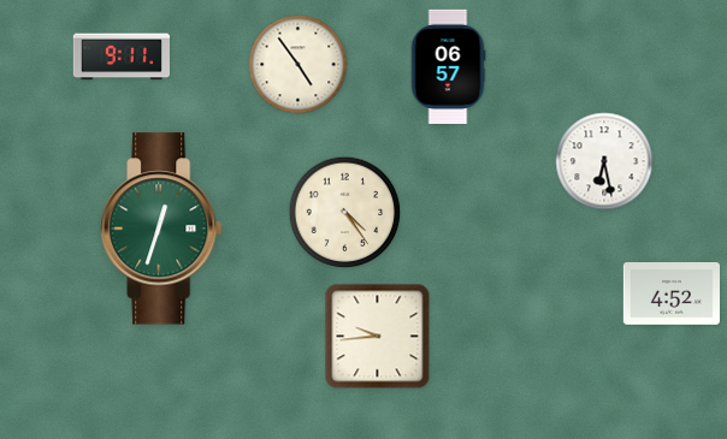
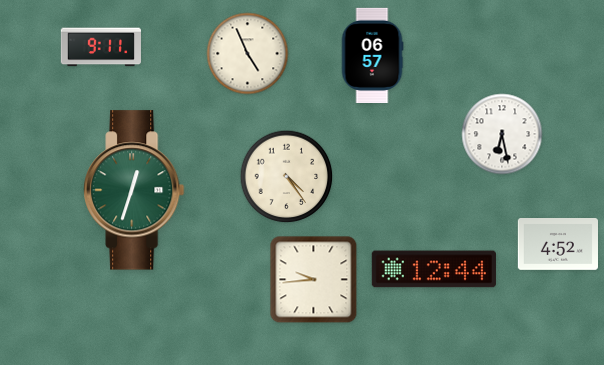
clock at (299, 65): 4:54 -> 4:56
clock at (434, 269): none -> 12:44
